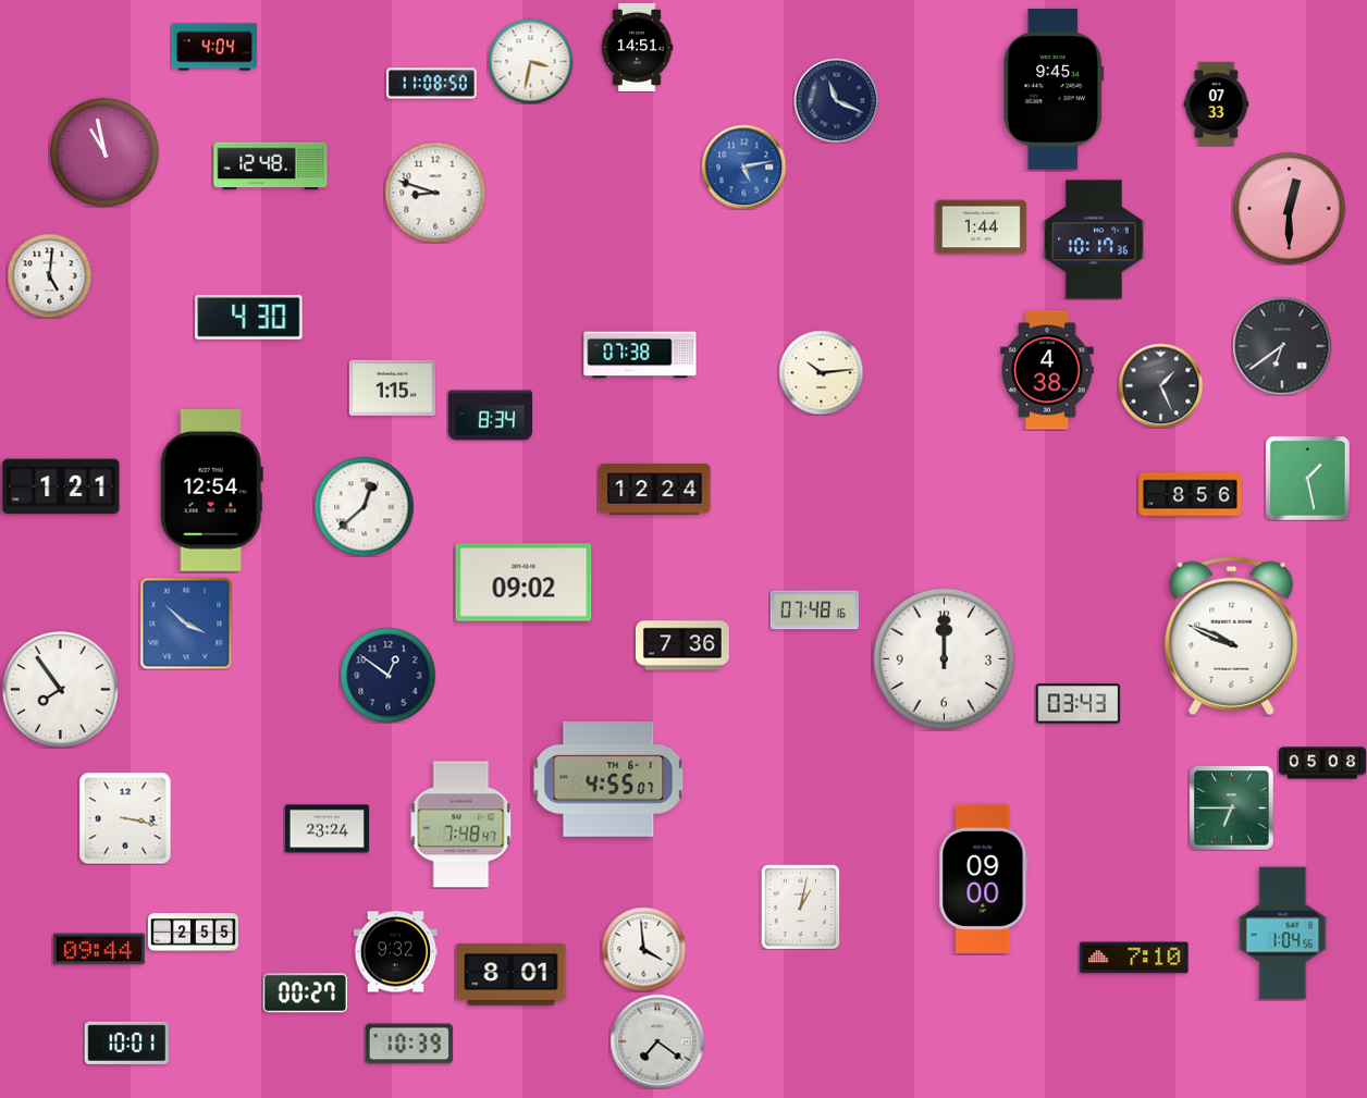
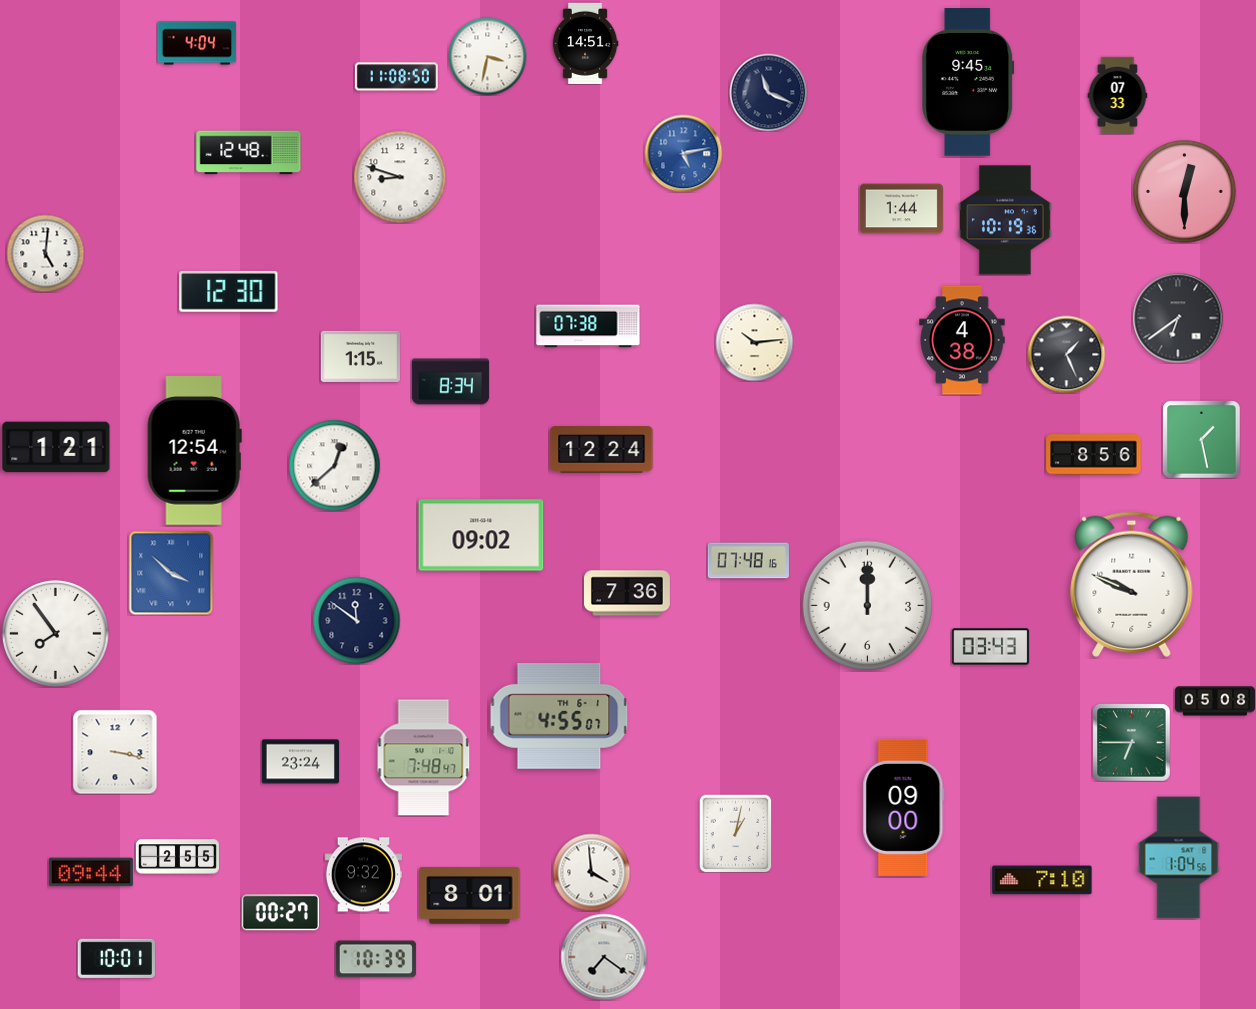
clock at (104, 152): 10:58 -> none
clock at (1094, 239): 10:17 -> 10:19
clock at (249, 318): 4:30 -> 12:30
clock at (387, 675): 12:51 -> 11:51
